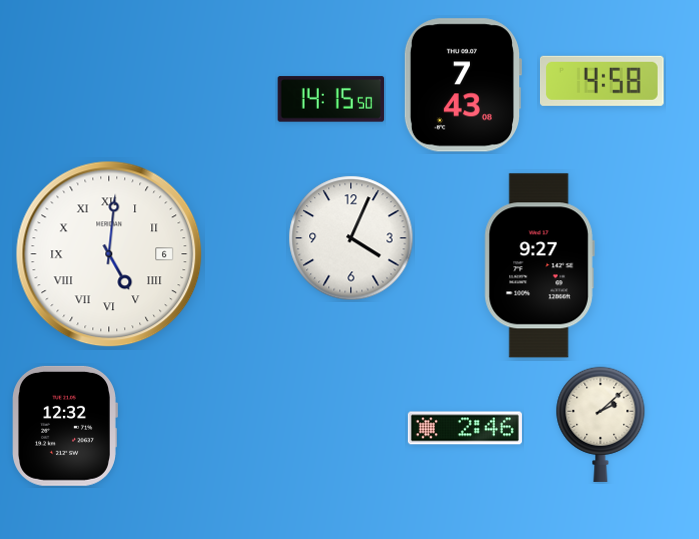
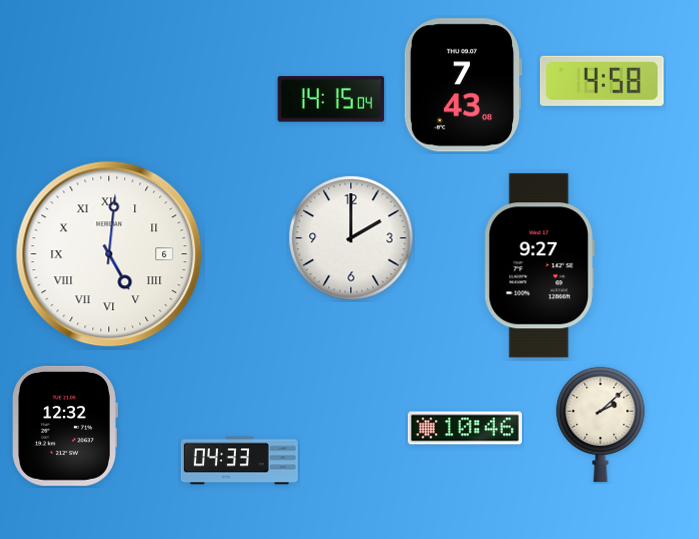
clock at (331, 99): 14:15:50 -> 14:15:04
clock at (351, 238): 4:04 -> 2:00
clock at (465, 428): 2:46 -> 10:46
clock at (239, 461): none -> 04:33
